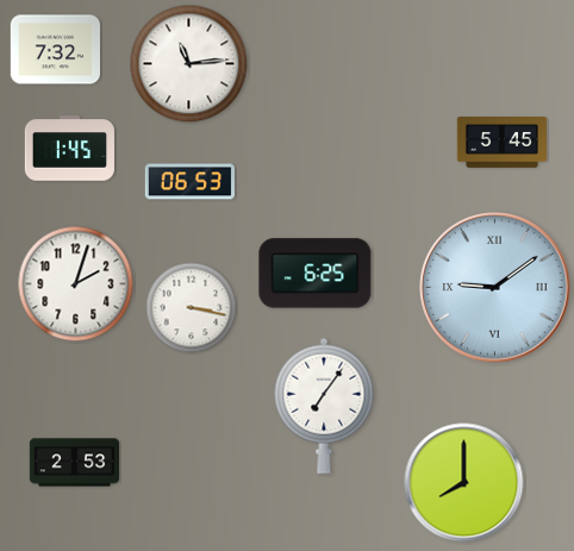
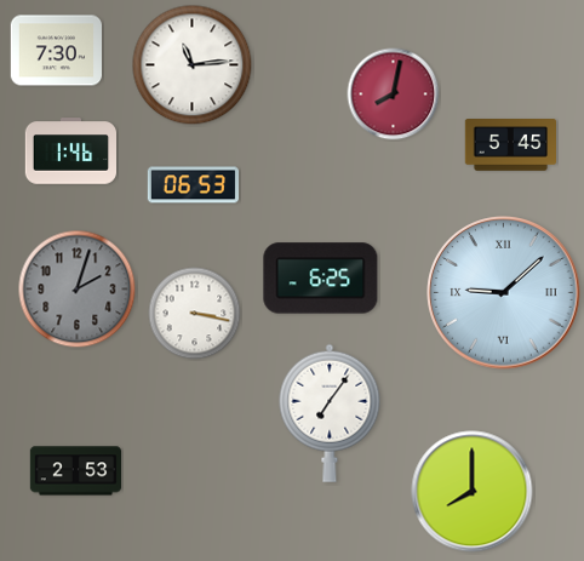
clock at (55, 50): 7:32 -> 7:30
clock at (394, 95): none -> 8:02
clock at (69, 149): 1:45 -> 1:46
clock at (76, 284) dial: white -> grey
clock at (495, 288): 9:09 -> 9:08
